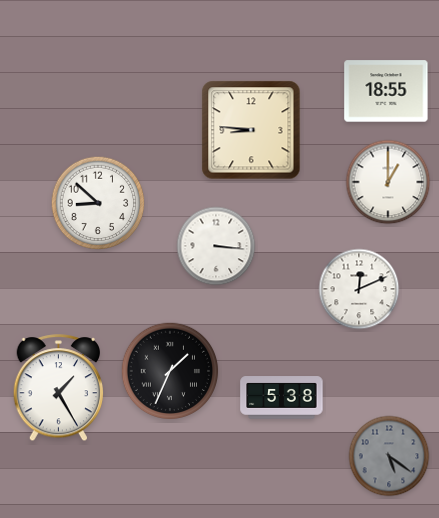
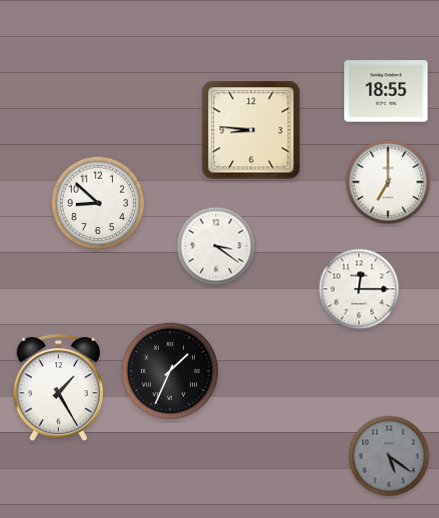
clock at (388, 182): 1:00 -> 7:00
clock at (216, 246): 3:16 -> 3:21
clock at (359, 289): 12:11 -> 12:15
clock at (282, 398): 5:38 -> none
